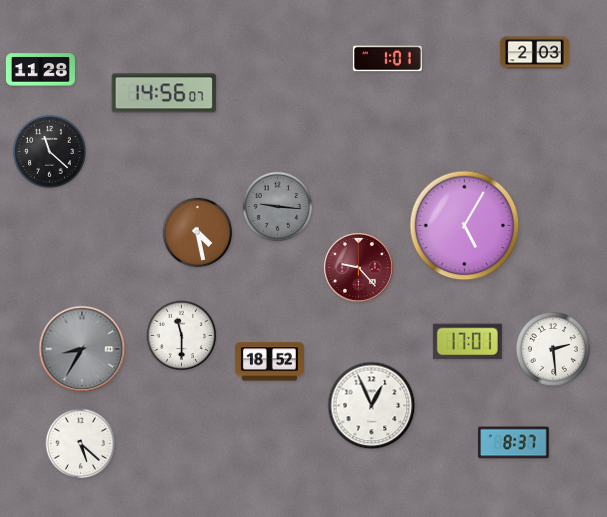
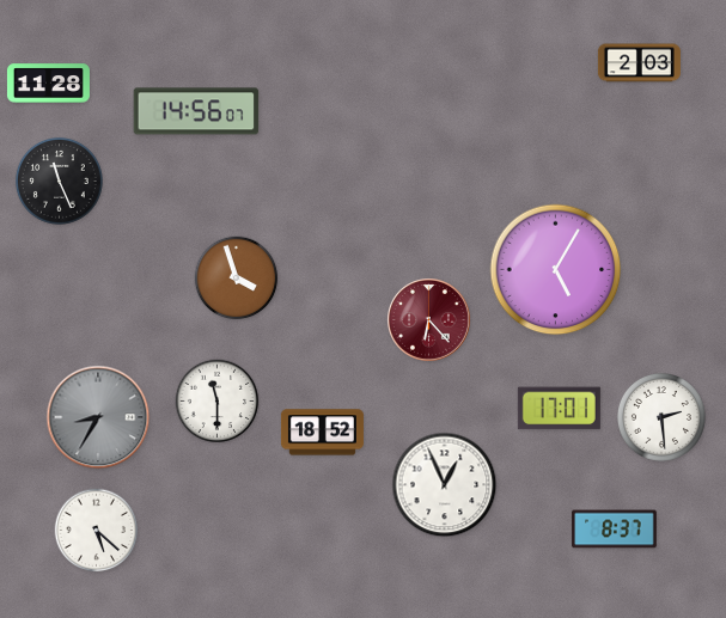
clock at (387, 59): 1:01 -> none
clock at (49, 151): 11:22 -> 11:26
clock at (278, 207): 9:16 -> none
clock at (198, 233): 4:28 -> 3:57
clock at (359, 268): 9:23 -> 6:23
